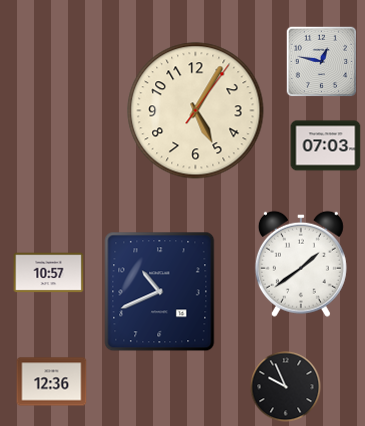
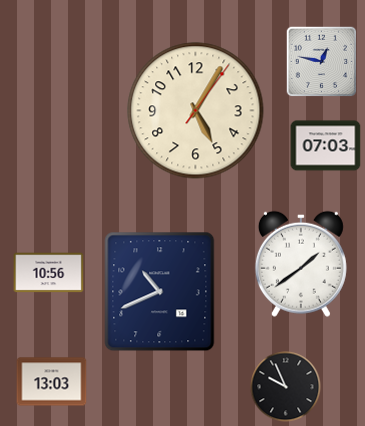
clock at (49, 273): 10:57 -> 10:56
clock at (52, 382): 12:36 -> 13:03
